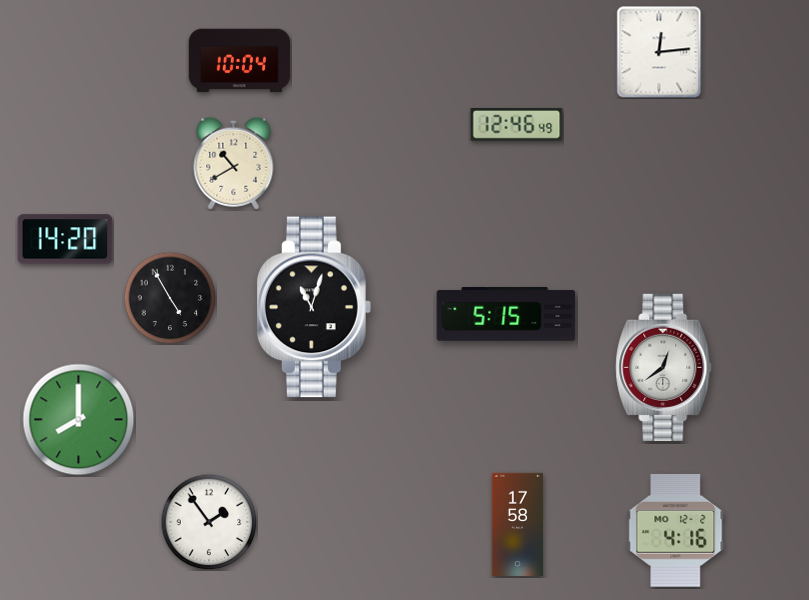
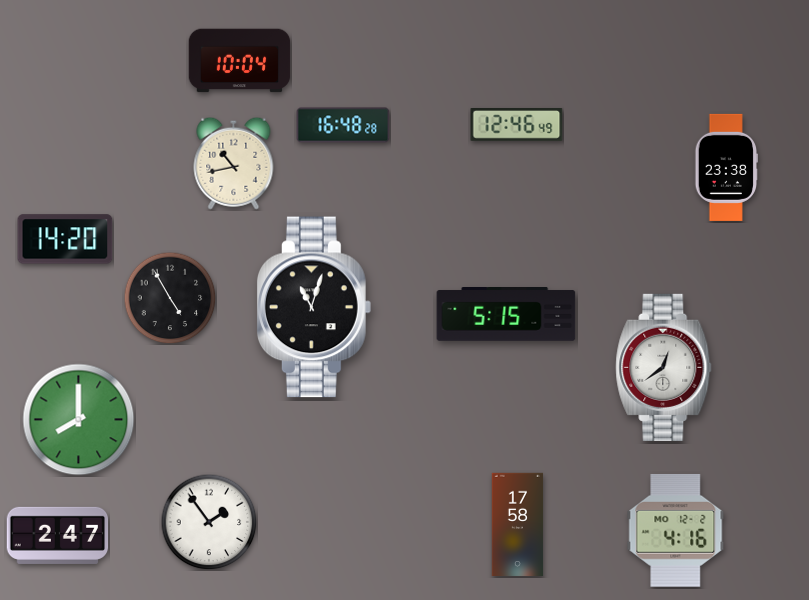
clock at (659, 52): 12:14 -> none
clock at (343, 125): none -> 16:48
clock at (234, 163): 10:40 -> 10:43
clock at (726, 167): none -> 23:38
clock at (58, 535): none -> 2:47
